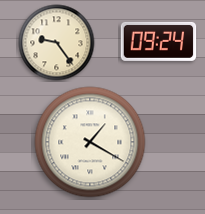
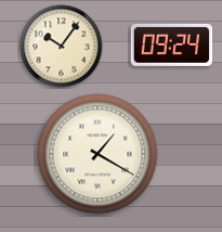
clock at (57, 43): 9:24 -> 10:06
